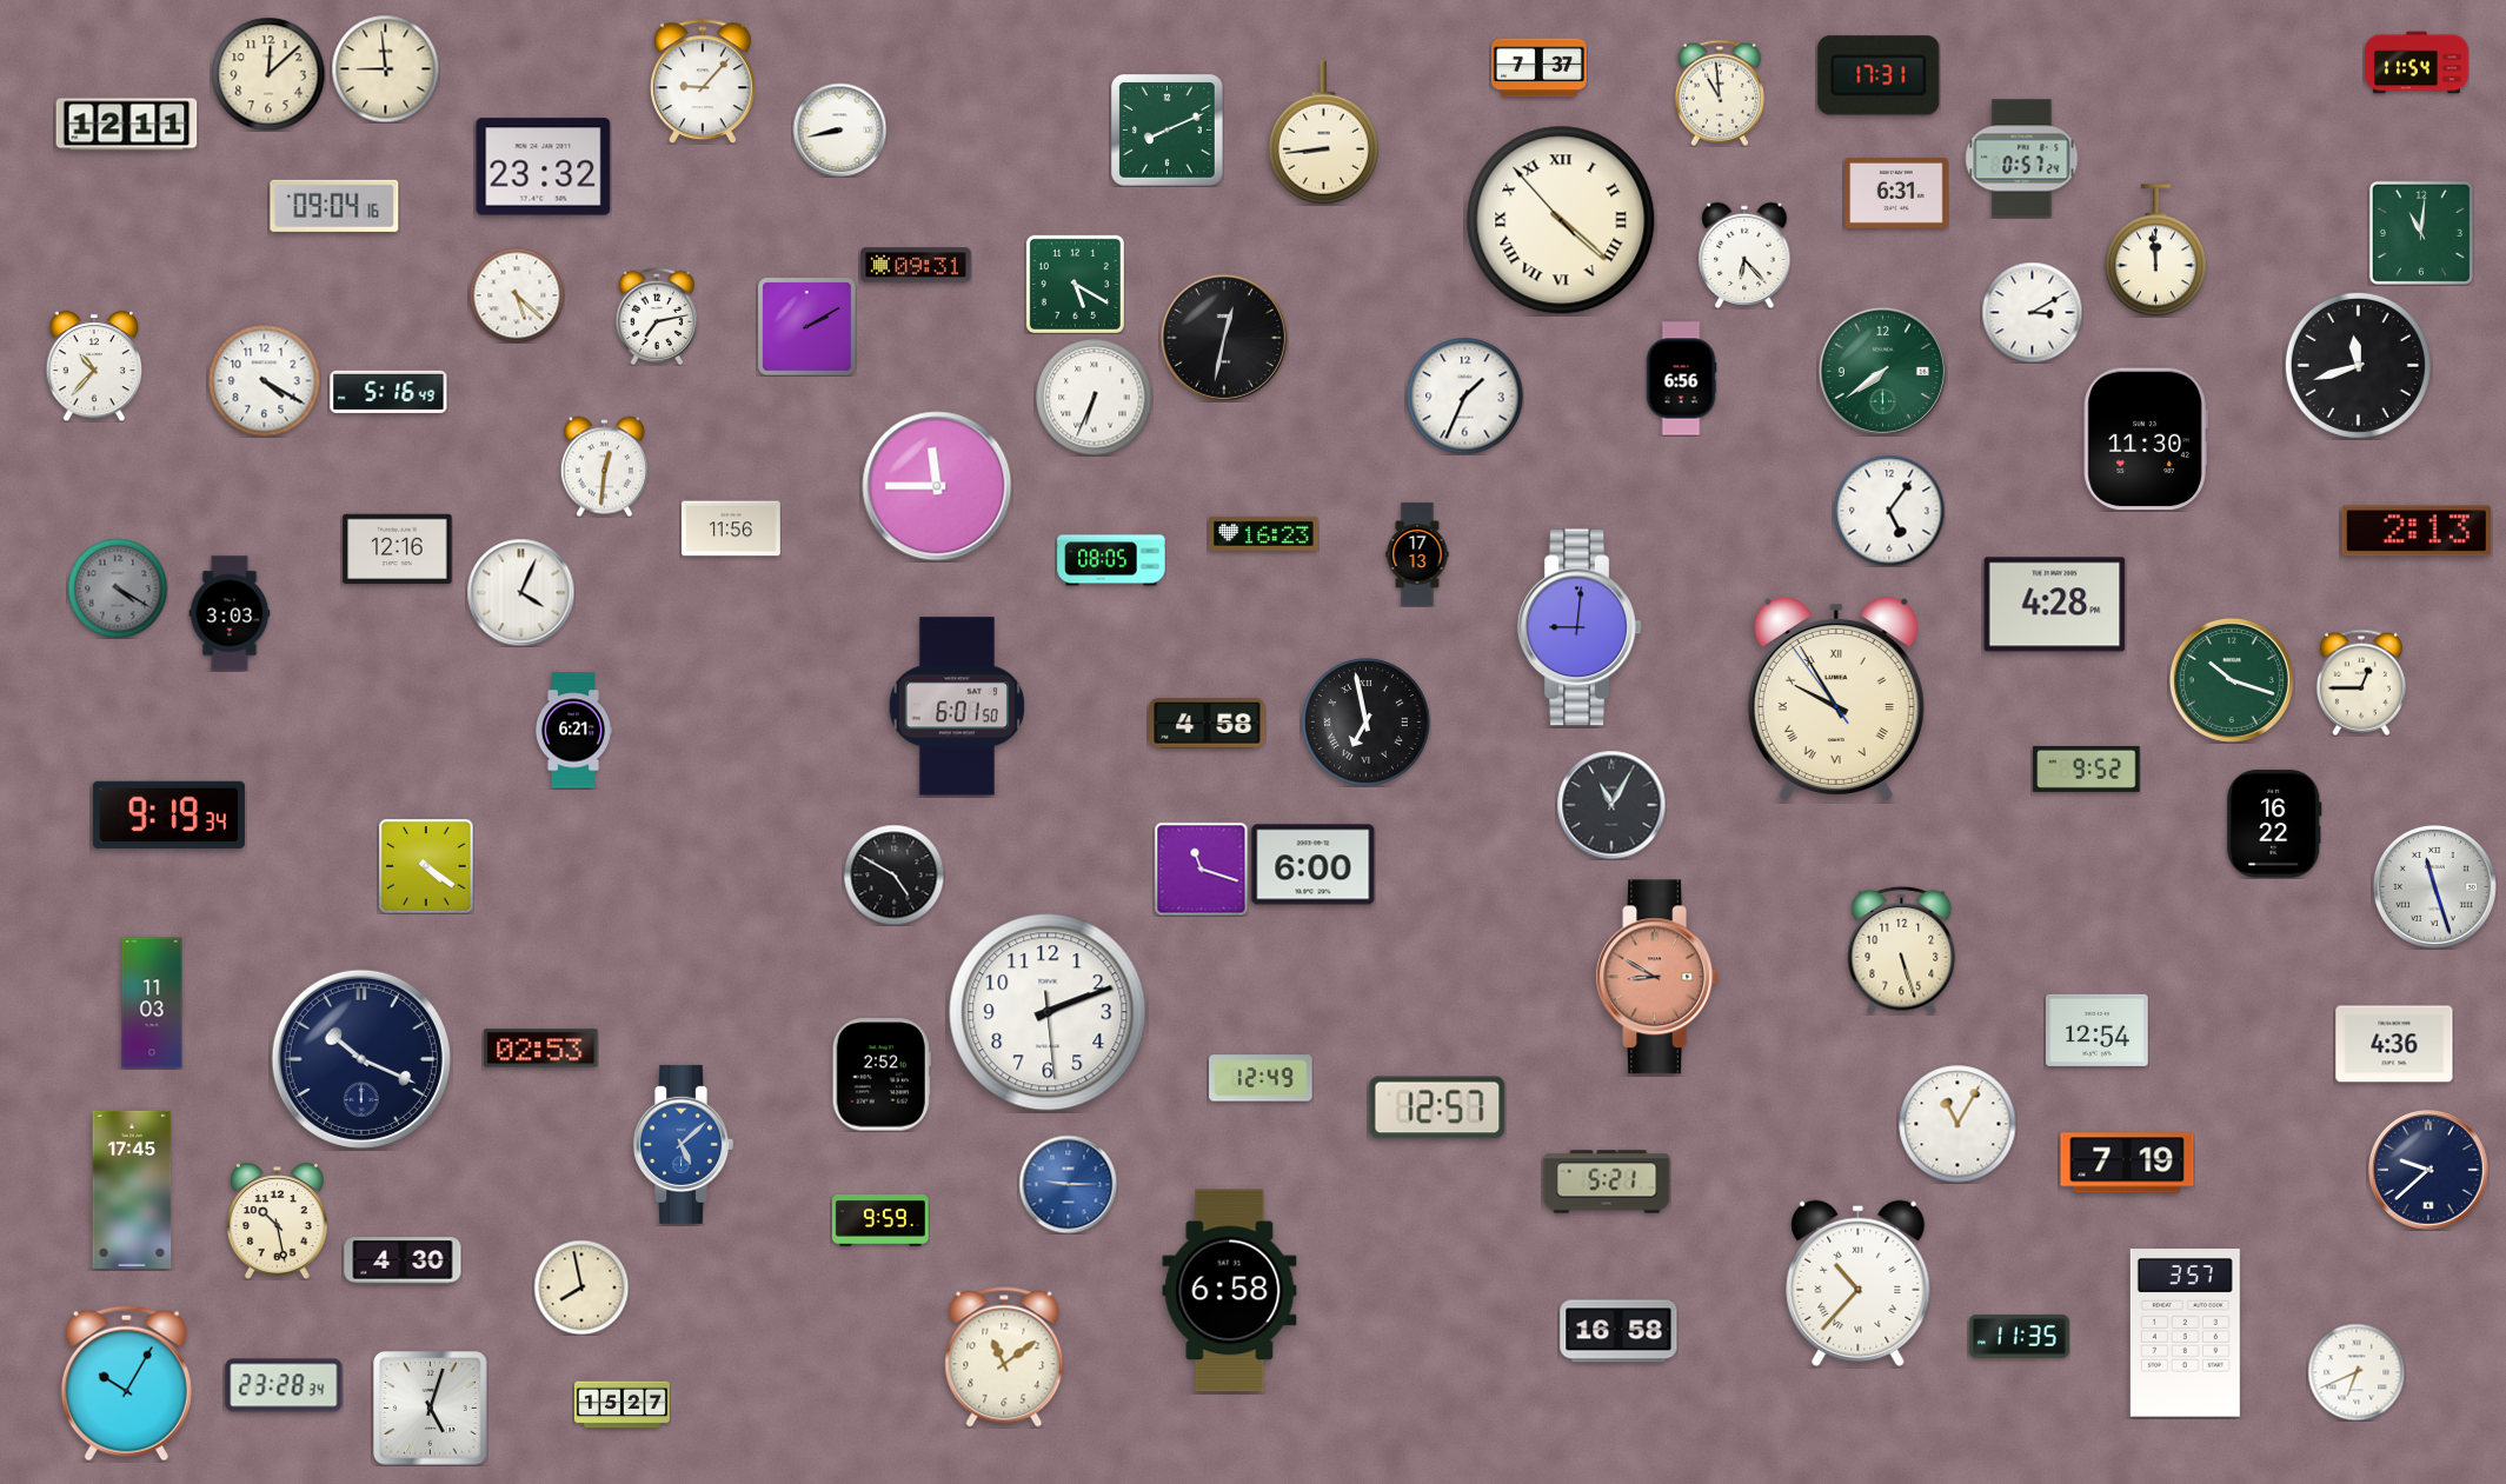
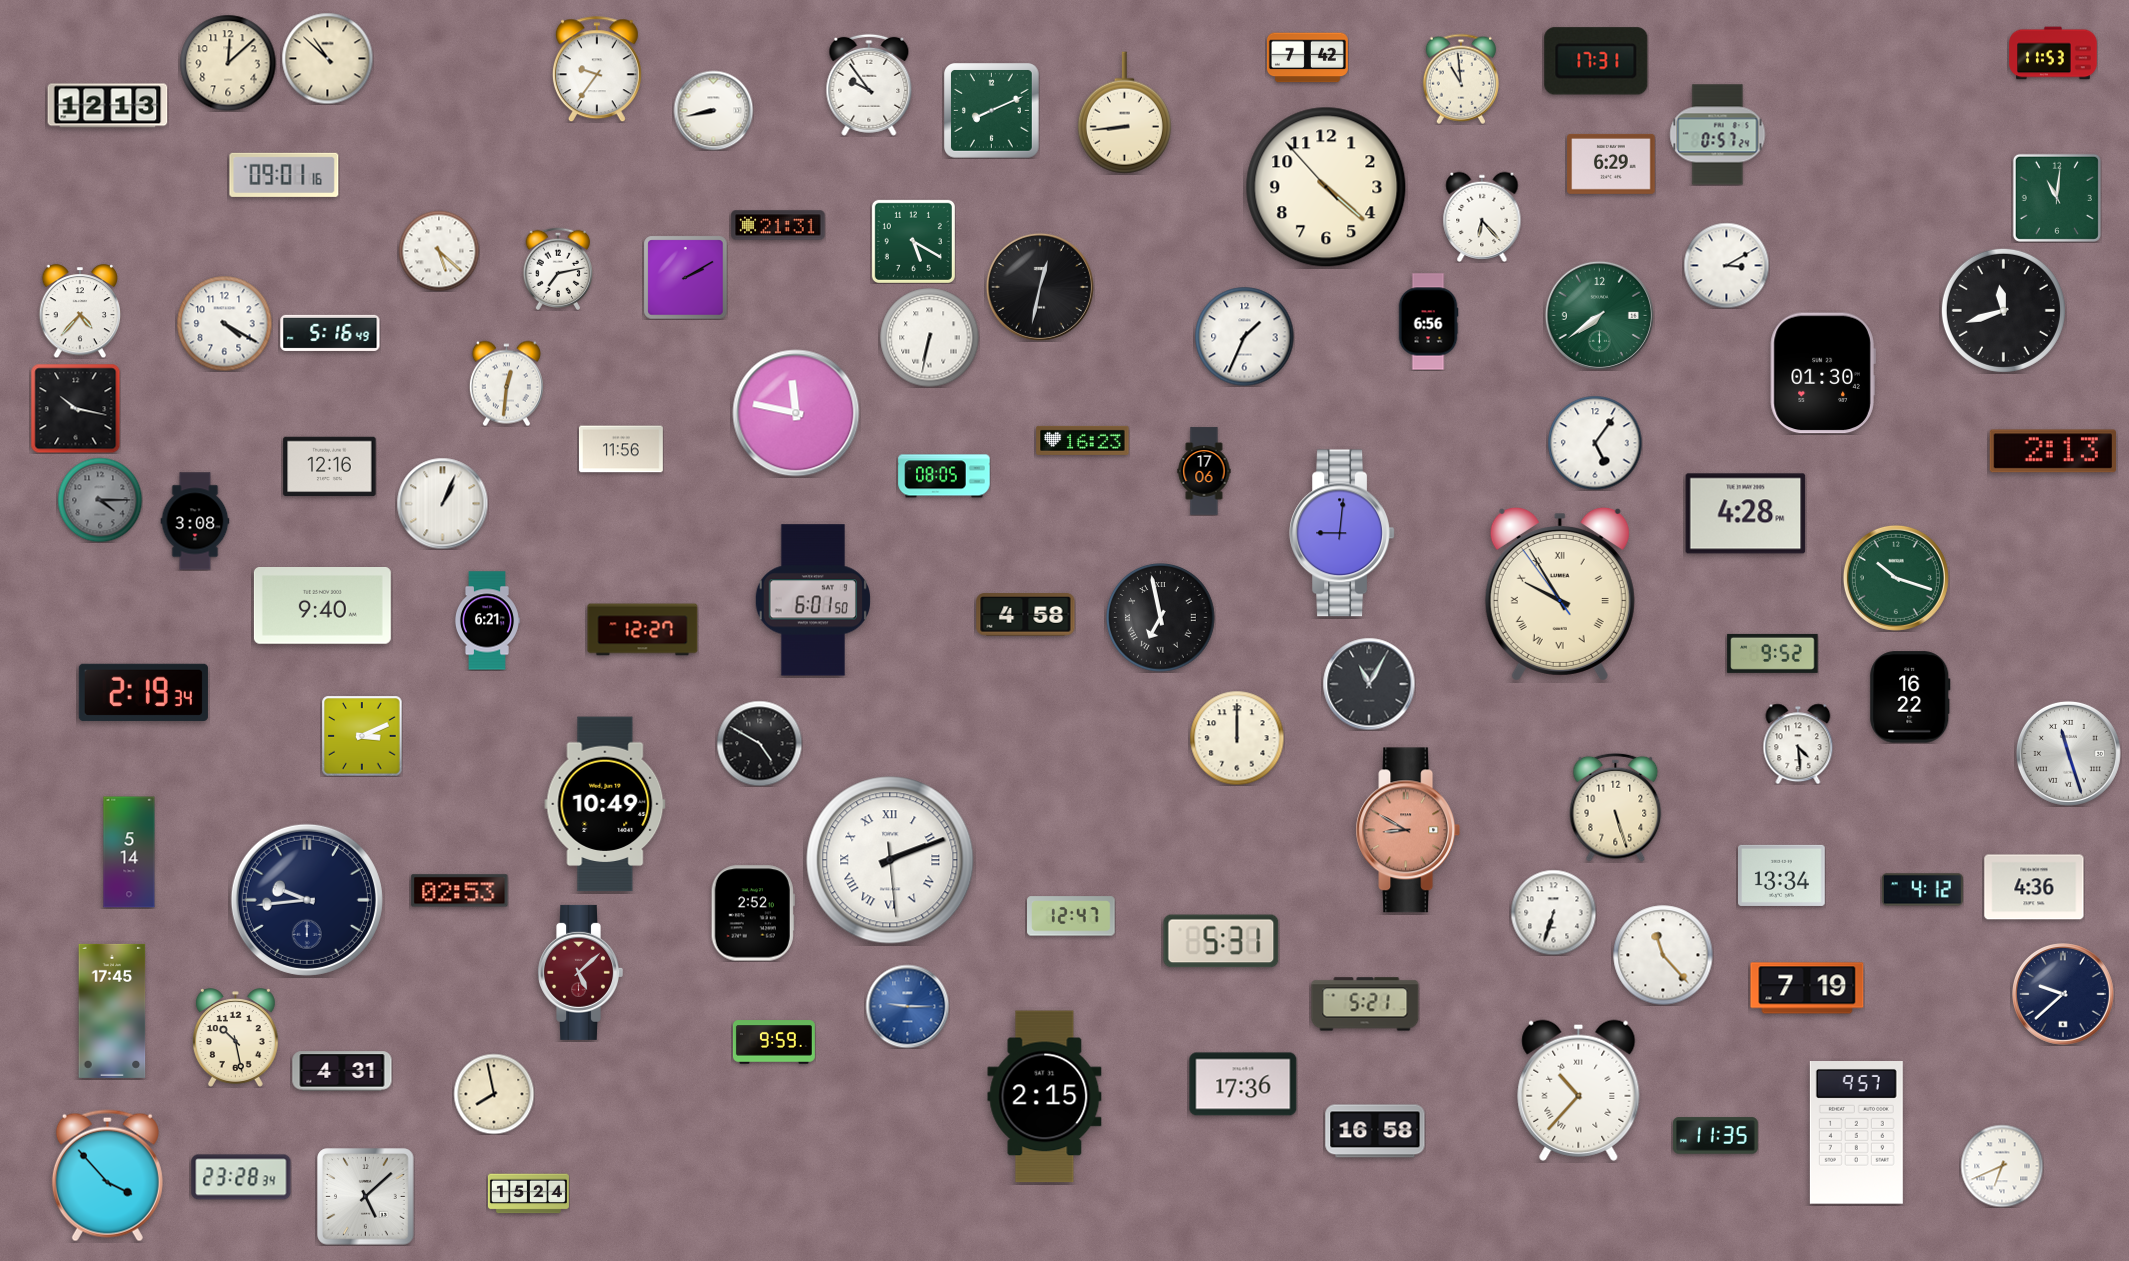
clock at (2417, 62): 11:54 -> 11:53
clock at (385, 68): 8:59 -> 10:52
clock at (1538, 68): 7:37 -> 7:42
clock at (1879, 75) position: (1879, 75) -> (1596, 61)
clock at (703, 81): 9:07 -> 9:36
clock at (869, 85): none -> 9:54
clock at (127, 125): 12:11 -> 12:13
clock at (544, 167): 23:32 -> none
clock at (1896, 193): 6:31 -> 6:29
clock at (334, 206): 09:04 -> 09:01
clock at (1561, 220) numerals: Roman -> Arabic
clock at (2155, 251): 11:59 -> none
clock at (916, 265): 09:31 -> 21:31
clock at (94, 366): 10:37 -> 4:37
clock at (1095, 398): 6:34 -> 6:32
clock at (2146, 439): 11:30 -> 01:30
clock at (604, 466) position: (604, 466) -> (506, 383)
clock at (75, 408): none -> 10:17
clock at (937, 486): 11:45 -> 11:47
clock at (1889, 511) position: (1889, 511) -> (1595, 443)
clock at (1264, 533) position: (1264, 533) -> (1083, 440)
clock at (398, 550) position: (398, 550) -> (330, 467)
clock at (1417, 554): 17:13 -> 17:06
clock at (118, 588): 4:20 -> 4:15
clock at (520, 592): 4:04 -> 1:04
clock at (230, 613): 3:03 -> 3:08
clock at (2361, 683): 12:45 -> none
clock at (322, 606): none -> 9:40
clock at (1367, 723) position: (1367, 723) -> (1161, 618)
clock at (643, 630): none -> 12:27
clock at (168, 814): 9:19 -> 2:19
clock at (2274, 824) position: (2274, 824) -> (1910, 697)
clock at (1314, 865): 6:00 -> none
clock at (426, 866): 4:21 -> 3:11
clock at (1201, 869): 11:18 -> none
clock at (1237, 738): none -> 12:00
clock at (1798, 744): none -> 4:29
clock at (605, 804): none -> 10:49
clock at (152, 1003): 11:03 -> 5:14
clock at (1048, 1012) numerals: Arabic -> Roman
clock at (2098, 1030): 12:54 -> 13:34
clock at (1922, 890): none -> 4:12
clock at (361, 1059): 10:19 -> 9:44
clock at (1553, 912): none -> 6:33
clock at (882, 1074) position: (882, 1074) -> (753, 913)
clock at (1262, 1078): 12:49 -> 12:47
clock at (1437, 1107): 12:57 -> 5:31
clock at (1957, 1124): 11:05 -> 11:23
clock at (683, 1144) dial: blue -> burgundy
clock at (880, 1220) position: (880, 1220) -> (774, 1042)
clock at (403, 1260): 4:30 -> 4:31
clock at (1243, 1084): none -> 17:36
clock at (1230, 1291): 6:58 -> 2:15
clock at (2185, 1333): 3:57 -> 9:57
clock at (1004, 1357): 11:09 -> none
clock at (126, 1384): 10:05 -> 3:53
clock at (621, 1405): 15:27 -> 15:24
clock at (431, 1409): 5:03 -> 5:08
